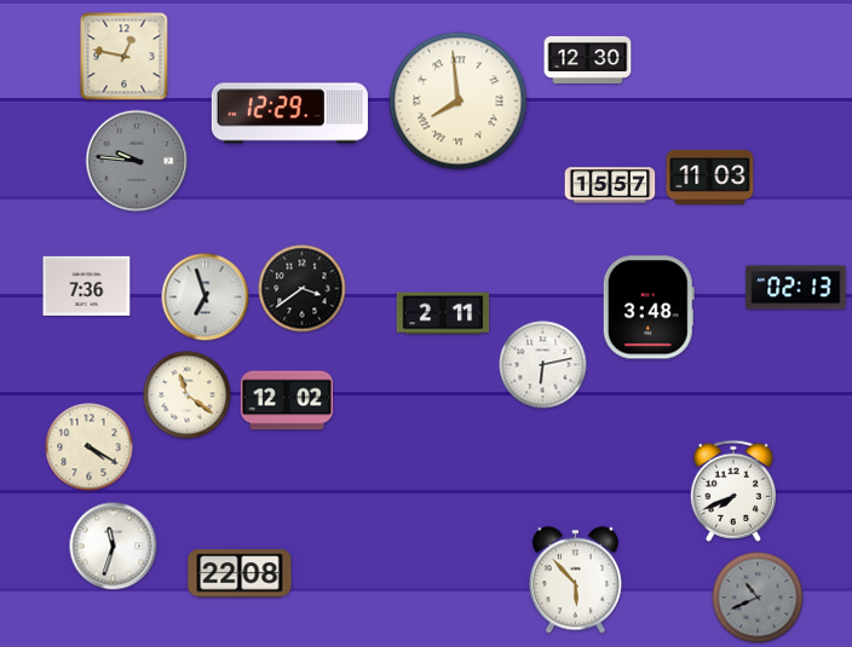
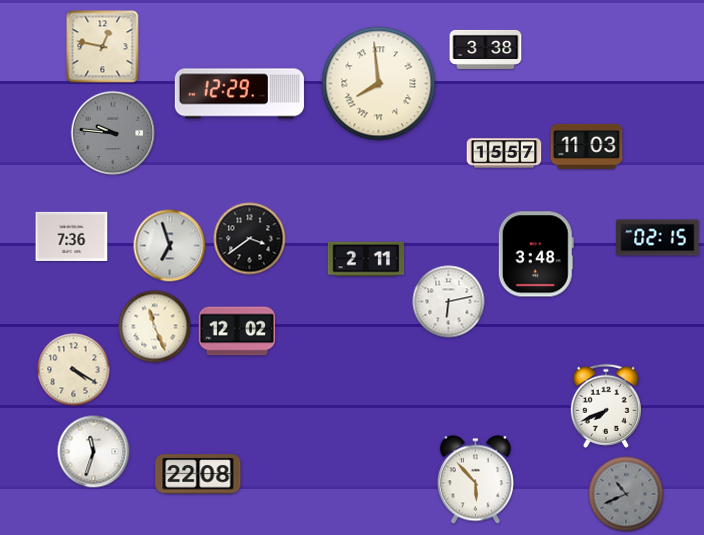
clock at (588, 59): 12:30 -> 3:38
clock at (796, 288): 02:13 -> 02:15
clock at (188, 395): 11:21 -> 11:26
